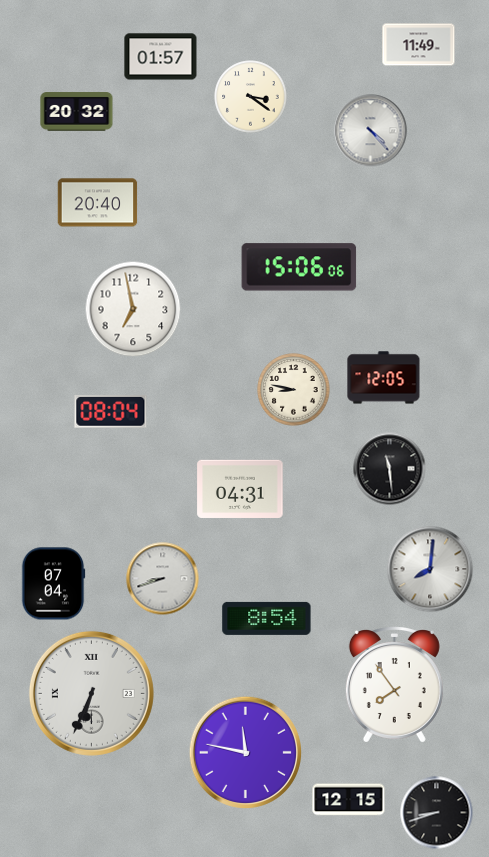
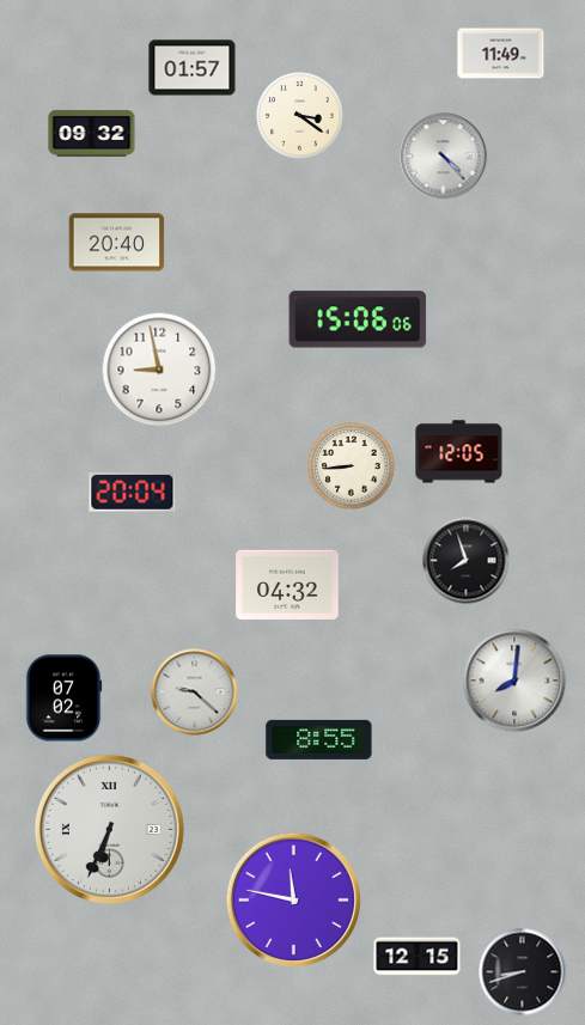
clock at (77, 112): 20:32 -> 09:32
clock at (133, 309): 6:58 -> 8:58
clock at (294, 390): 8:47 -> 8:44
clock at (111, 411): 08:04 -> 20:04
clock at (390, 469): 11:29 -> 7:57
clock at (240, 489): 04:31 -> 04:32
clock at (163, 579): 8:42 -> 9:22
clock at (53, 584): 07:04 -> 07:02
clock at (267, 618): 8:54 -> 8:55
clock at (394, 685): 7:54 -> none
